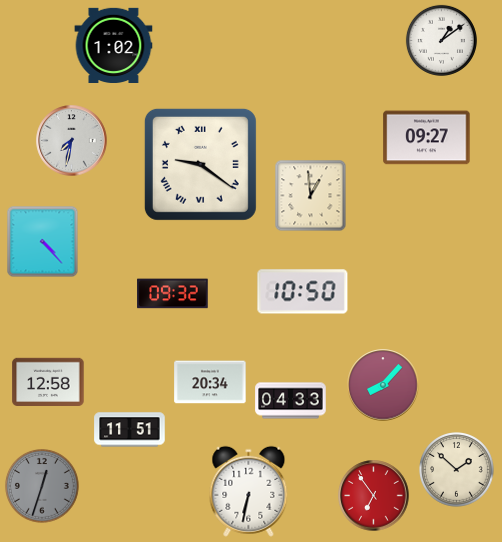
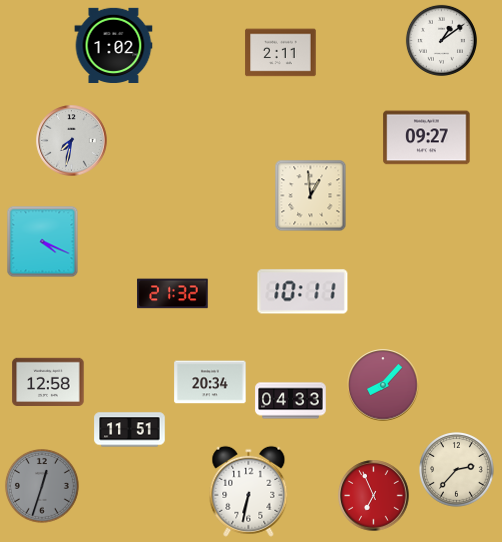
clock at (281, 53): none -> 2:11
clock at (200, 164): 9:21 -> none
clock at (43, 242): 4:23 -> 4:19
clock at (303, 292): 10:50 -> 10:11
clock at (173, 294): 09:32 -> 21:32
clock at (457, 470): 1:52 -> 2:37
clock at (374, 496): 6:54 -> 6:56
